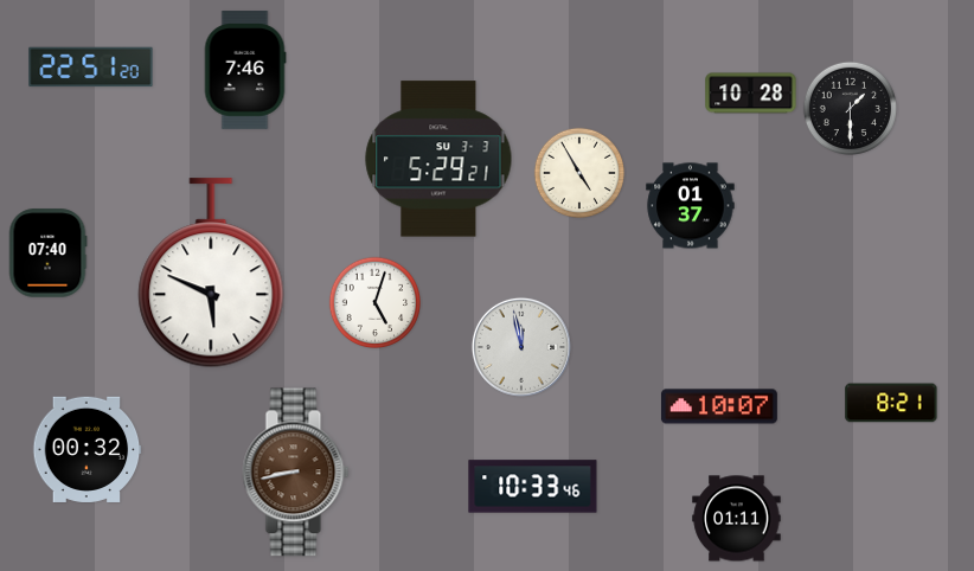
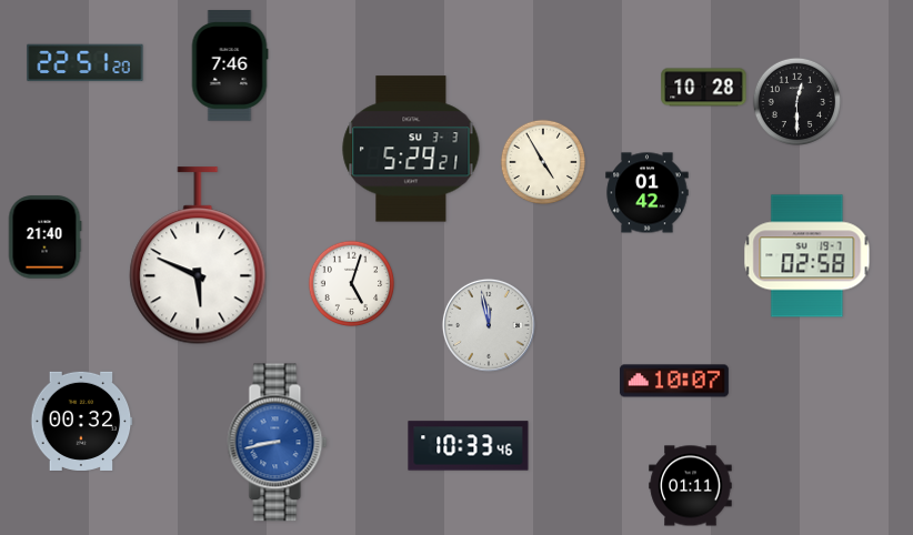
clock at (850, 108): 1:30 -> 12:30
clock at (691, 206): 01:37 -> 01:42
clock at (47, 254): 07:40 -> 21:40
clock at (807, 256): none -> 02:58
clock at (891, 403): 8:21 -> none
clock at (296, 473) dial: brown -> blue
clock at (533, 487) position: (533, 487) -> (469, 446)
